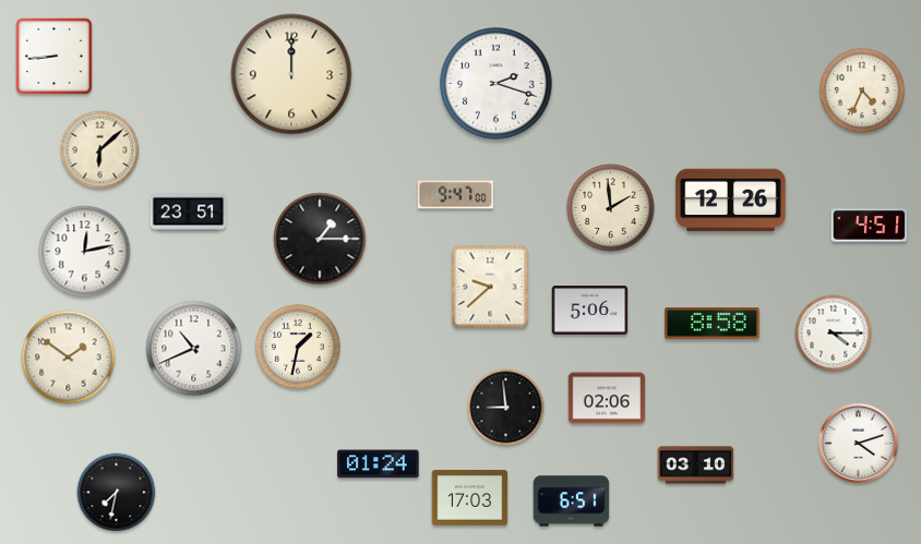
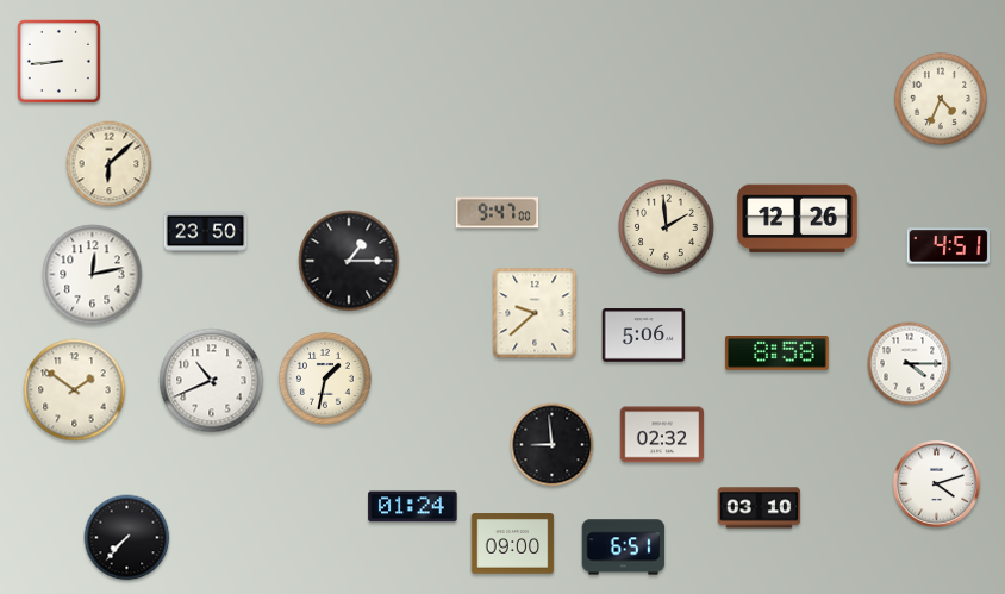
clock at (291, 74): 12:00 -> none
clock at (497, 84): 2:18 -> none
clock at (189, 213): 23:51 -> 23:50
clock at (590, 311) position: (590, 311) -> (644, 336)
clock at (607, 398): 02:06 -> 02:32
clock at (117, 493): 7:32 -> 7:37
clock at (470, 498): 17:03 -> 09:00
